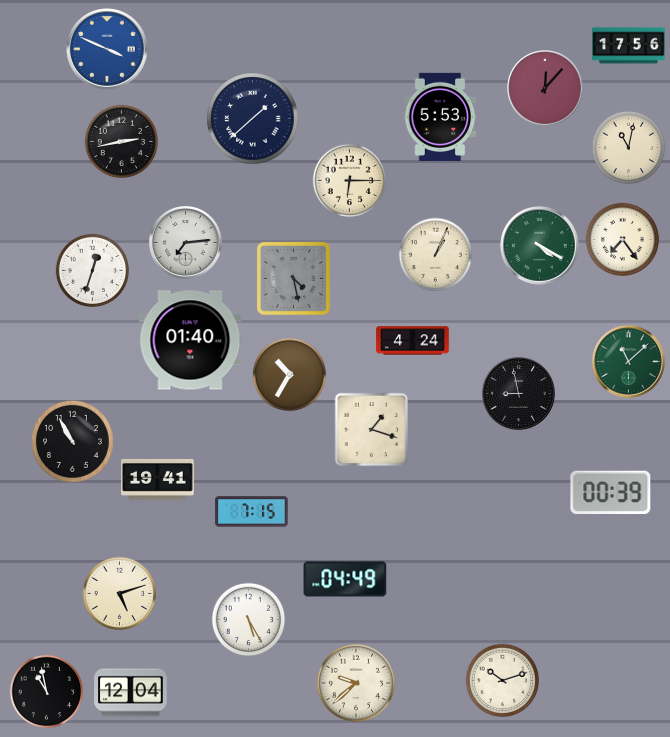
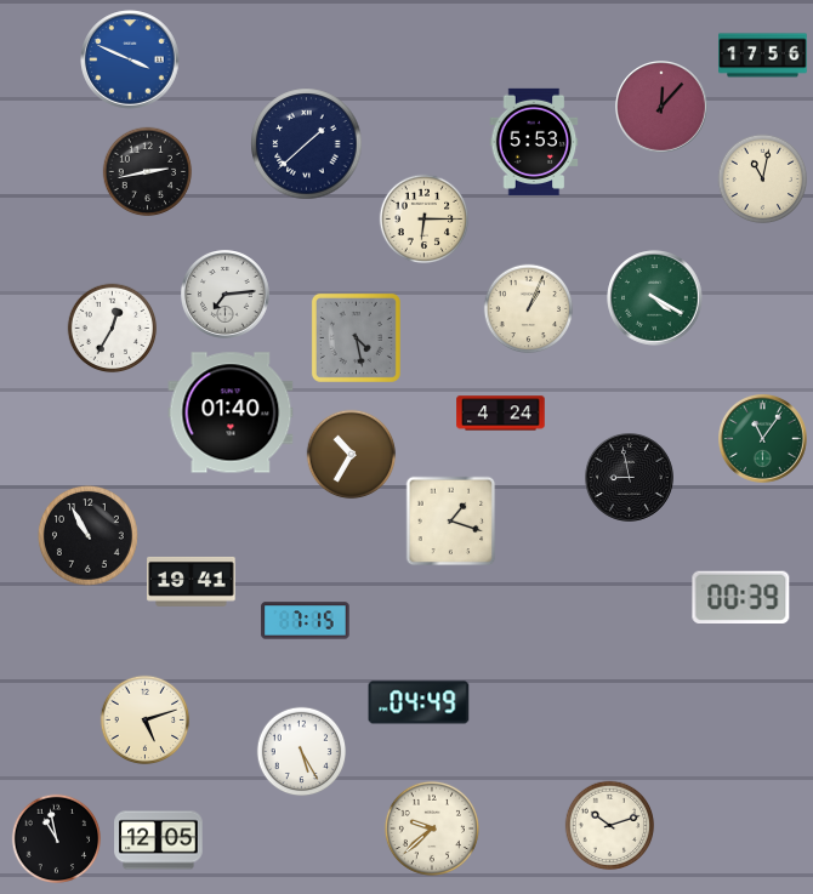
clock at (623, 240): 7:24 -> none
clock at (93, 271): 12:33 -> 12:35
clock at (629, 362): 11:08 -> 11:06
clock at (131, 693): 12:04 -> 12:05
